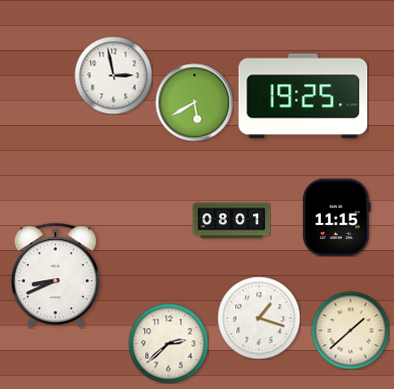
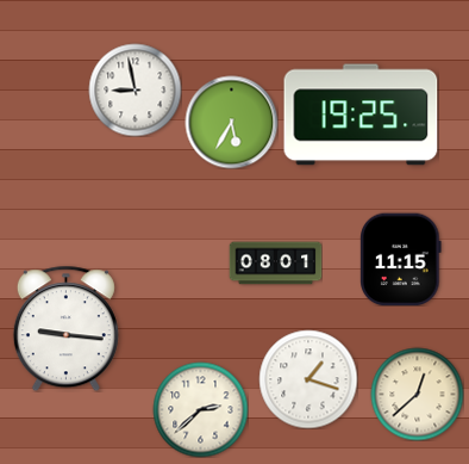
clock at (113, 75): 2:58 -> 8:58
clock at (194, 102): 5:40 -> 5:35
clock at (55, 275): 8:41 -> 9:16
clock at (350, 330): 1:38 -> 12:38
